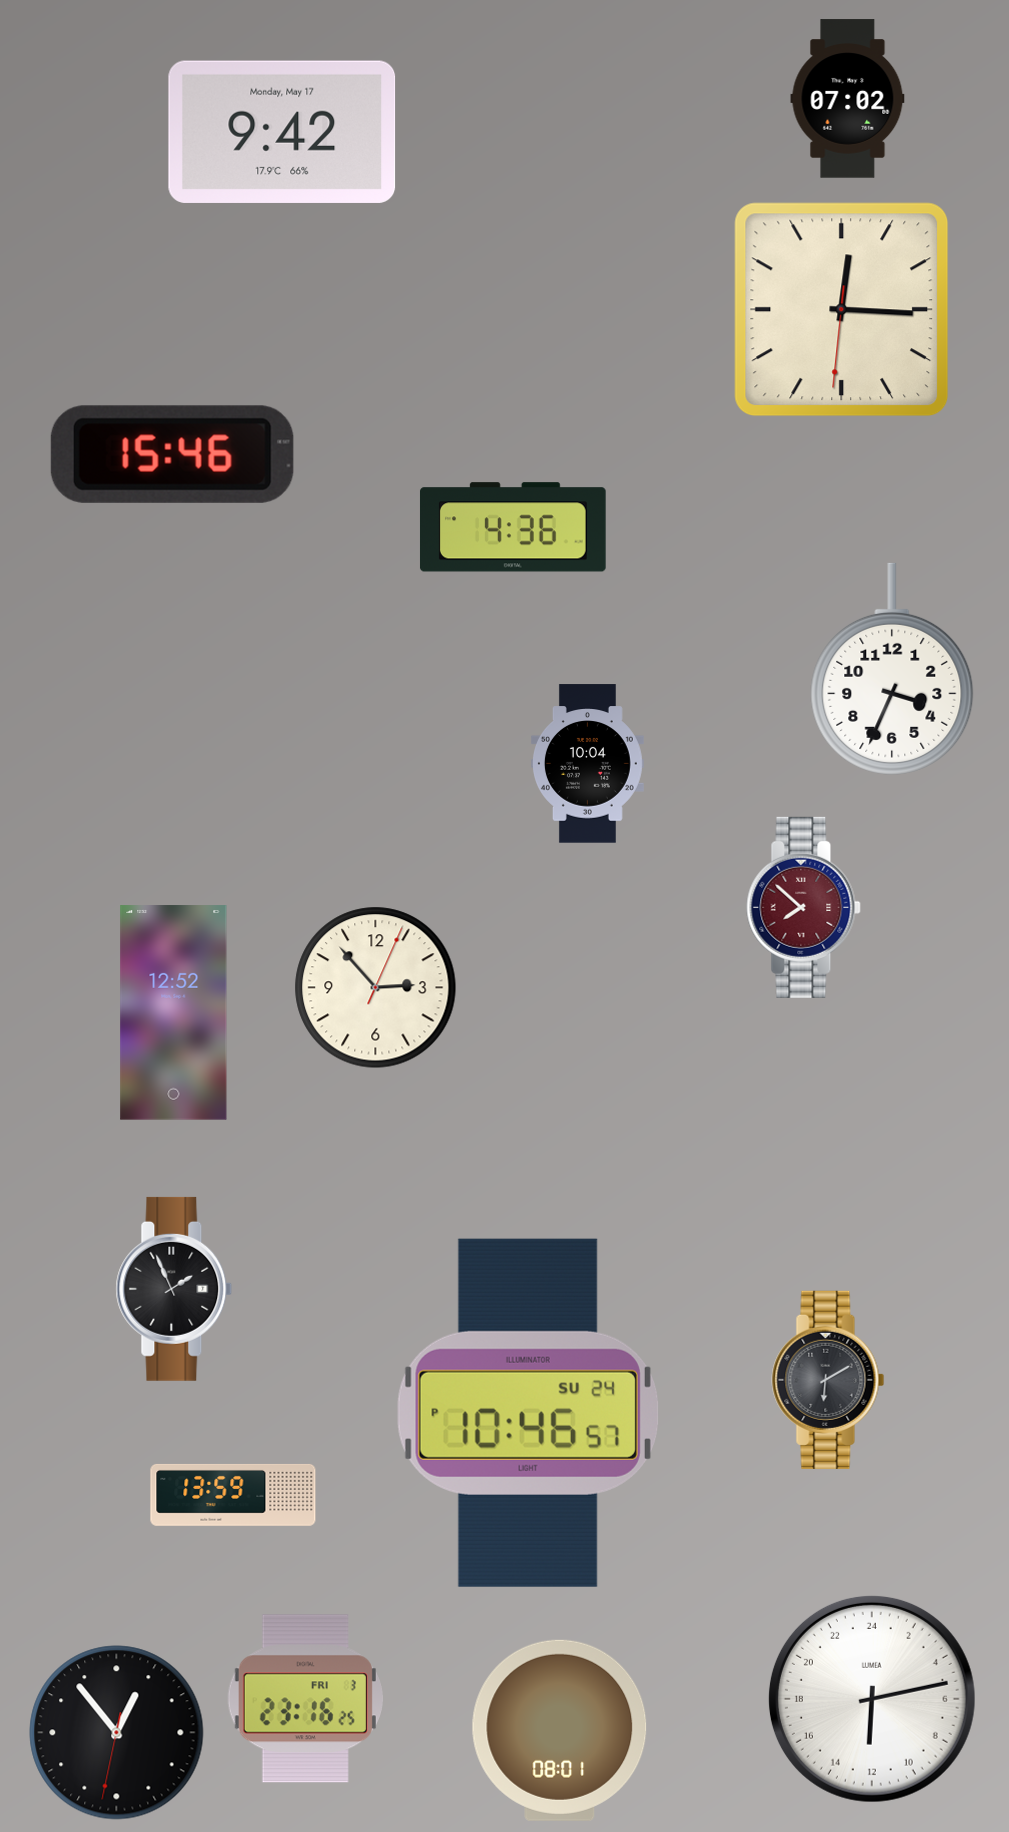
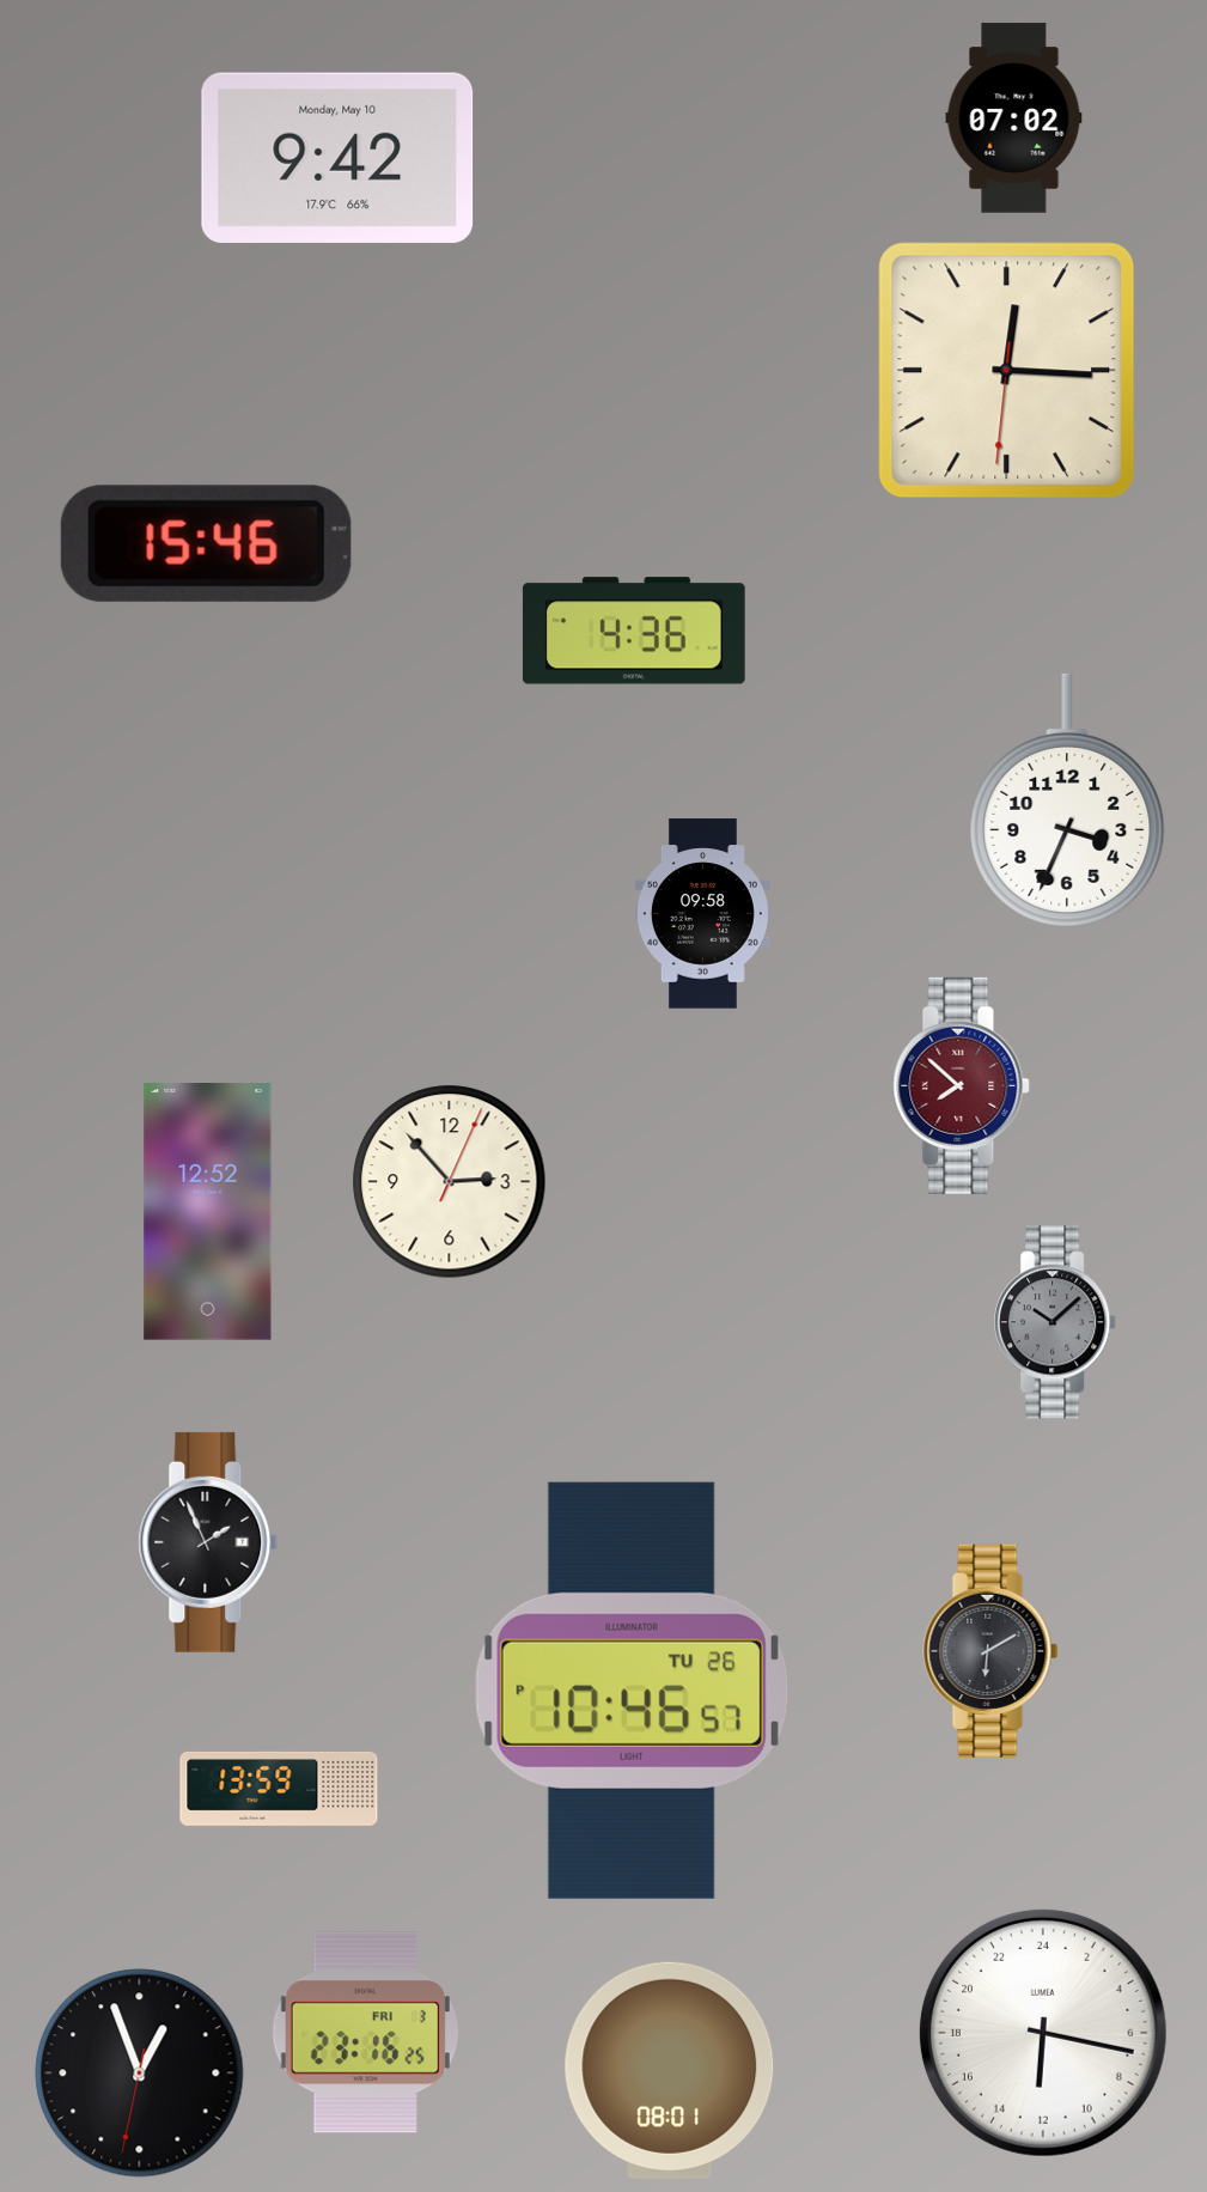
clock at (282, 132) date: Monday, May 17 -> Monday, May 10
clock at (513, 527) position: (513, 527) -> (634, 631)
clock at (587, 764): 10:04 -> 09:58
clock at (1056, 1322): none -> 10:08
clock at (528, 1413) date: SU 24 -> TU 26
clock at (872, 1699): 12:13 -> 12:17
clock at (117, 1733): 12:53 -> 12:56
